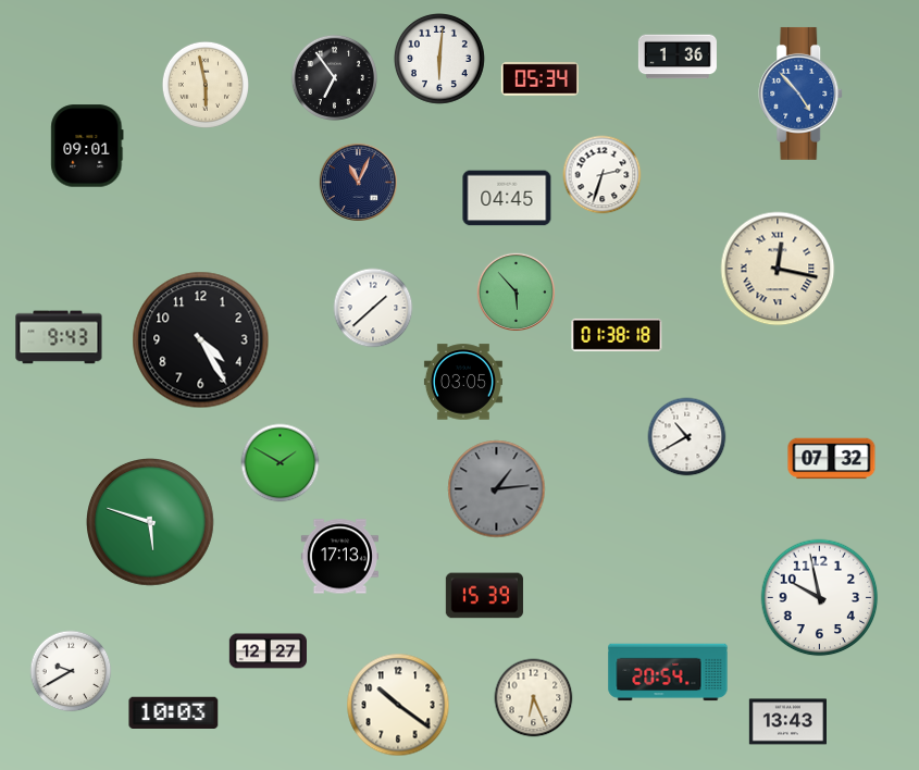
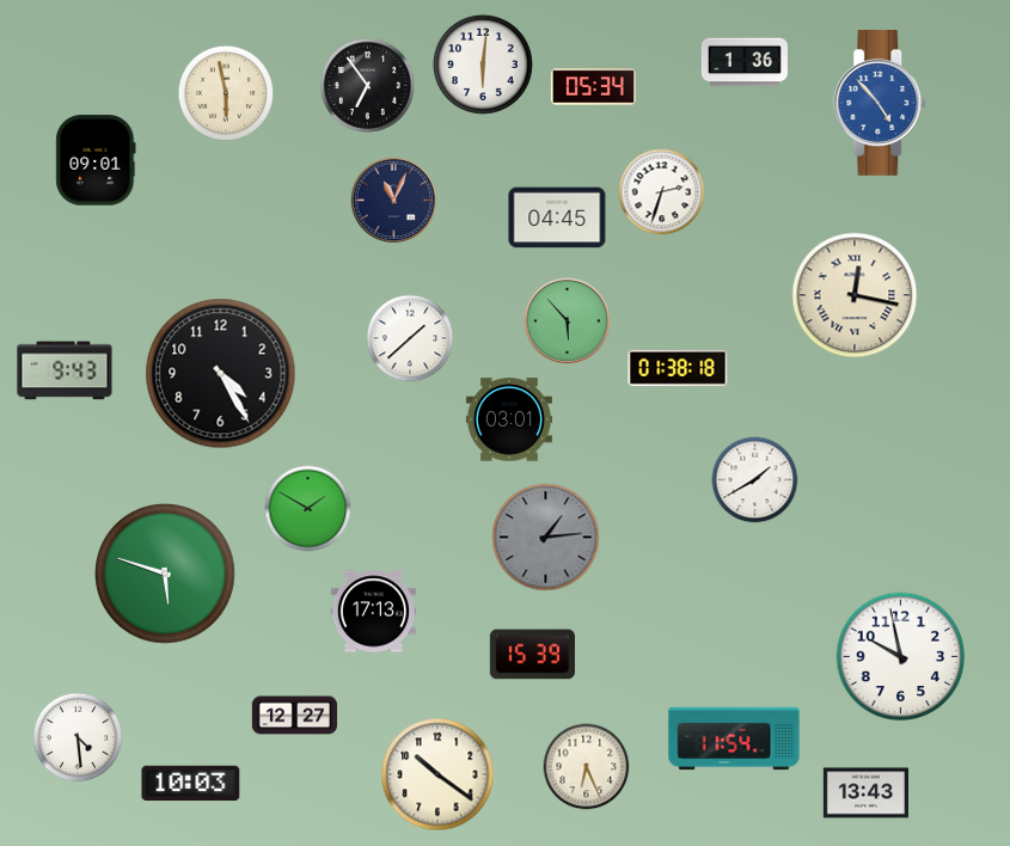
clock at (463, 382): 03:05 -> 03:01
clock at (687, 437): 10:40 -> 1:40
clock at (832, 459): 07:32 -> none
clock at (71, 671): 9:40 -> 4:29
clock at (668, 672): 20:54 -> 11:54
